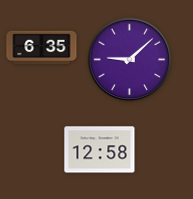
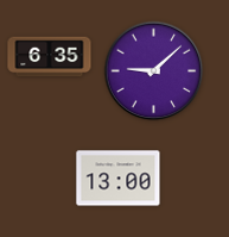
clock at (100, 150): 12:58 -> 13:00
